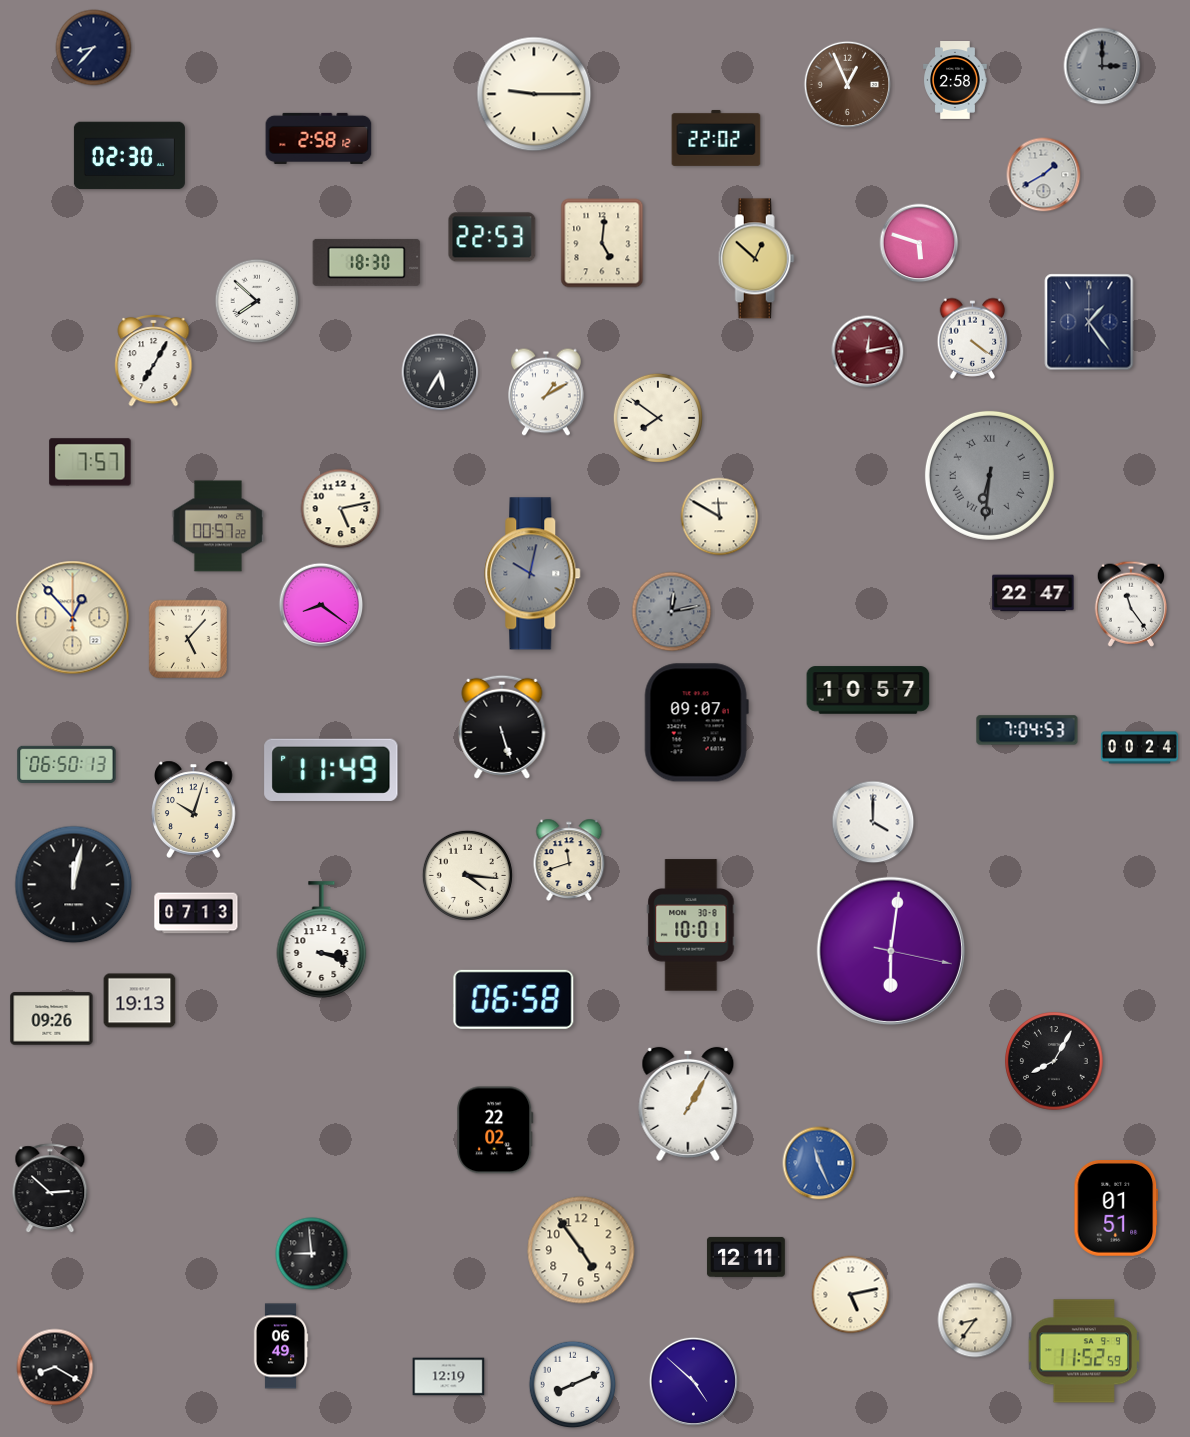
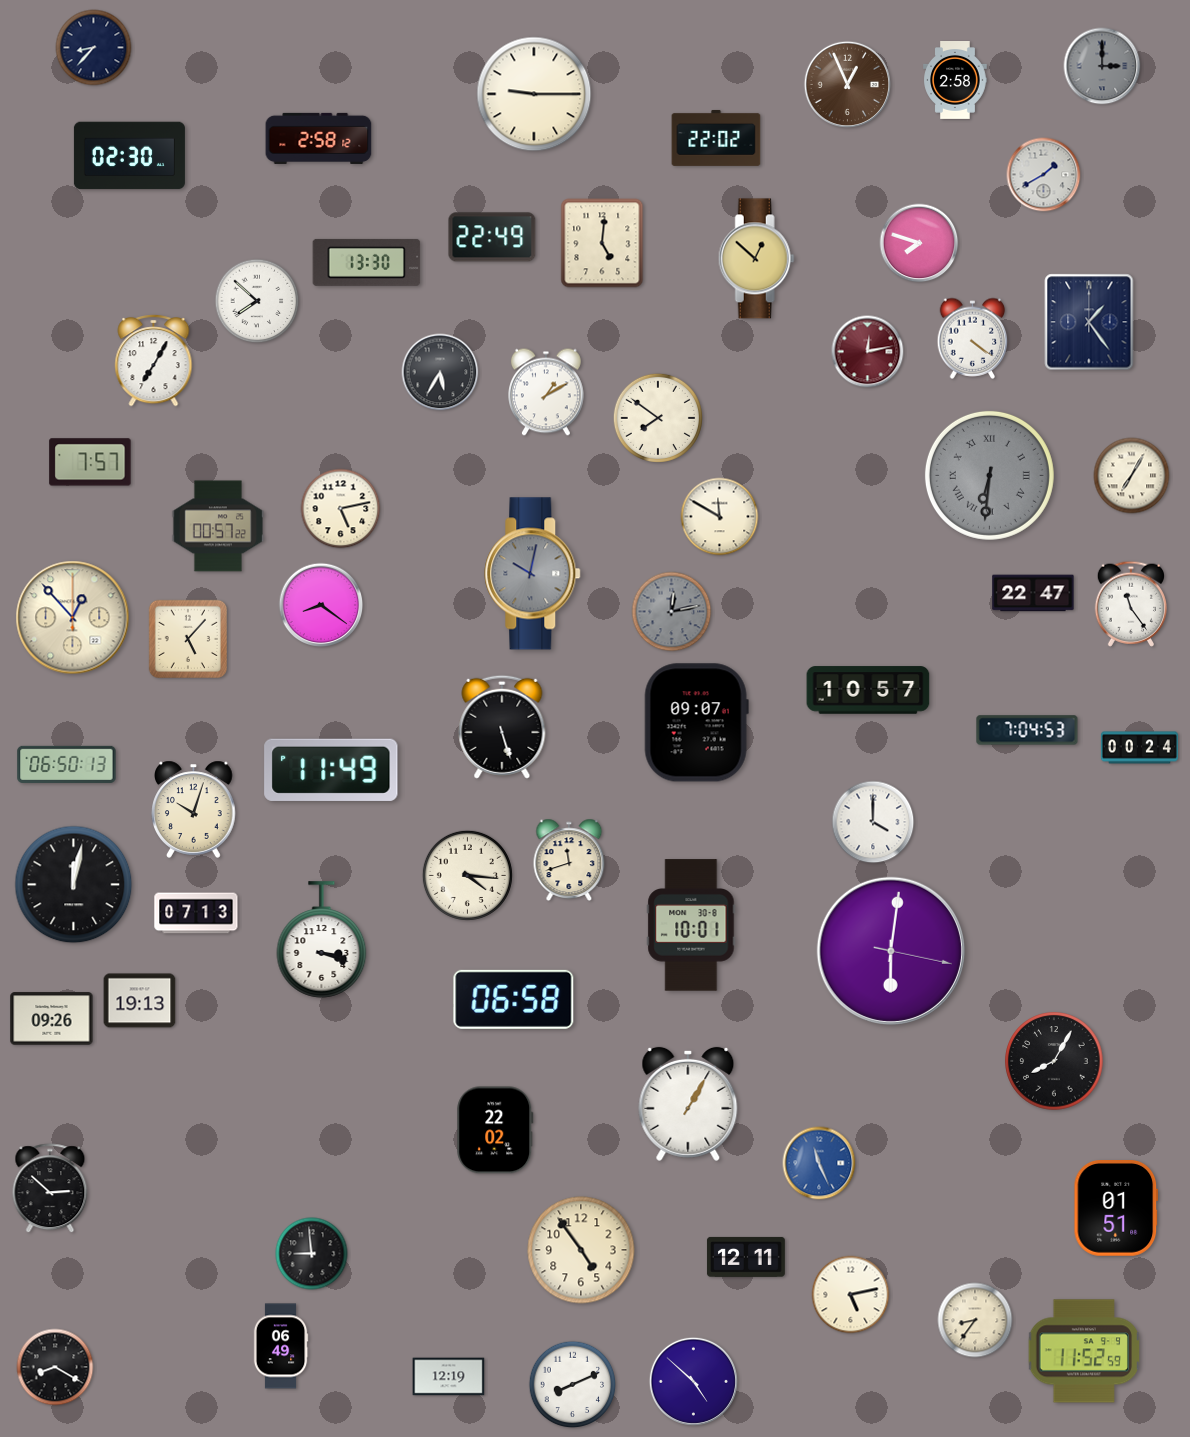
clock at (492, 237): 22:53 -> 22:49
clock at (919, 243): 5:48 -> 7:48
clock at (367, 262): 18:30 -> 13:30
clock at (1132, 476): none -> 7:05
